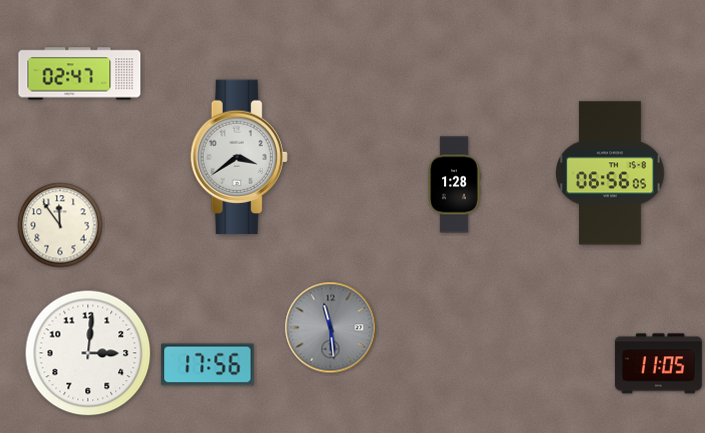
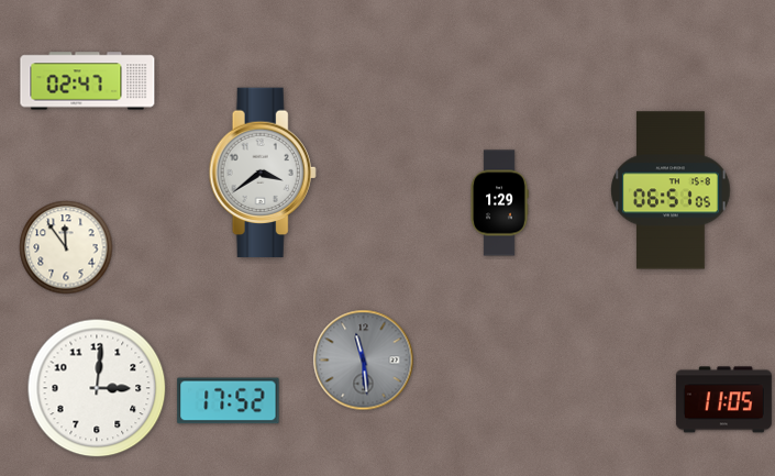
clock at (610, 173): 06:56 -> 06:51
clock at (454, 185): 1:28 -> 1:29
clock at (208, 365): 17:56 -> 17:52
